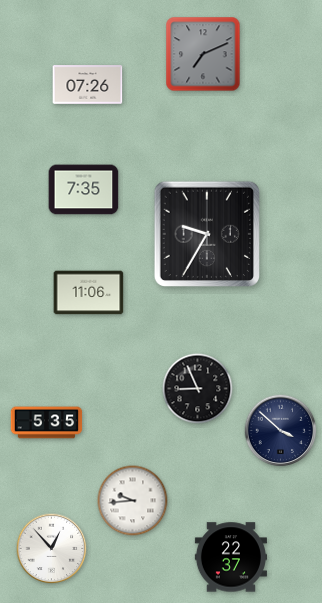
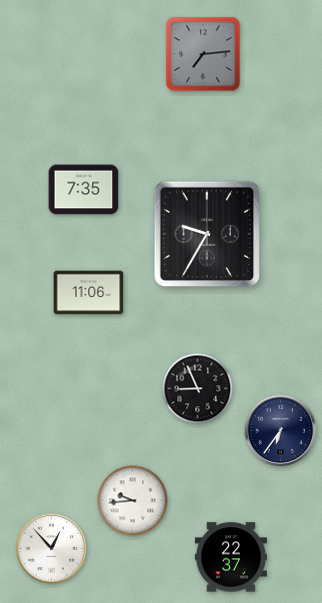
clock at (203, 54): 7:11 -> 7:14
clock at (88, 85): 07:26 -> none
clock at (47, 423): 5:35 -> none
clock at (281, 431): 3:52 -> 6:36
